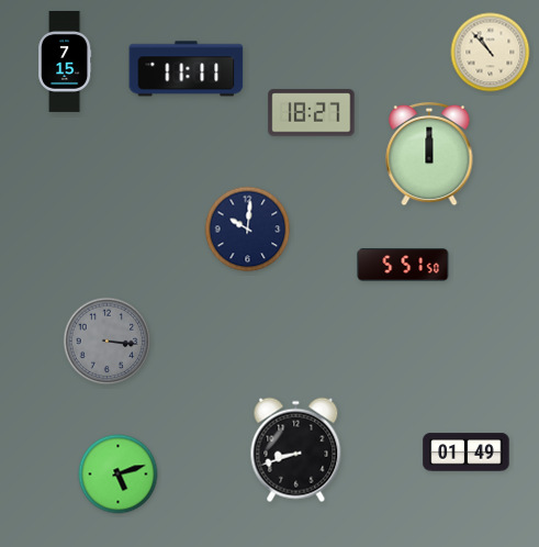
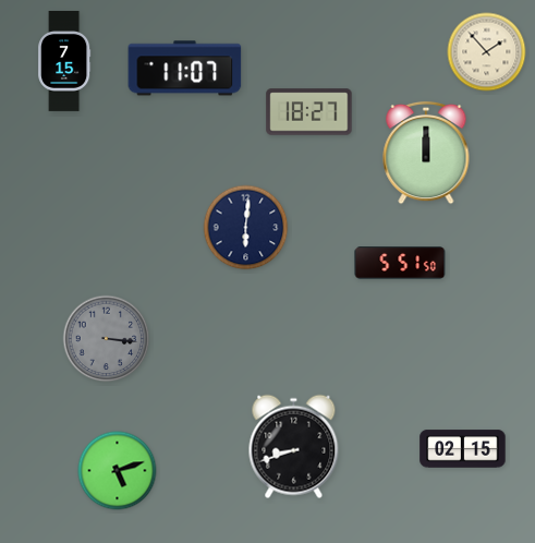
clock at (491, 53): 10:53 -> 1:53
clock at (187, 69): 11:11 -> 11:07
clock at (248, 230): 10:01 -> 6:01
clock at (467, 453): 01:49 -> 02:15
